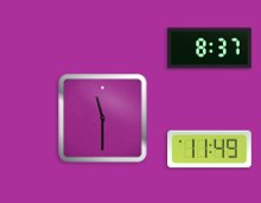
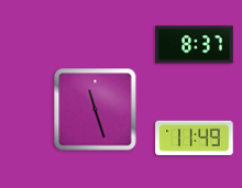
clock at (103, 119): 11:30 -> 11:27
